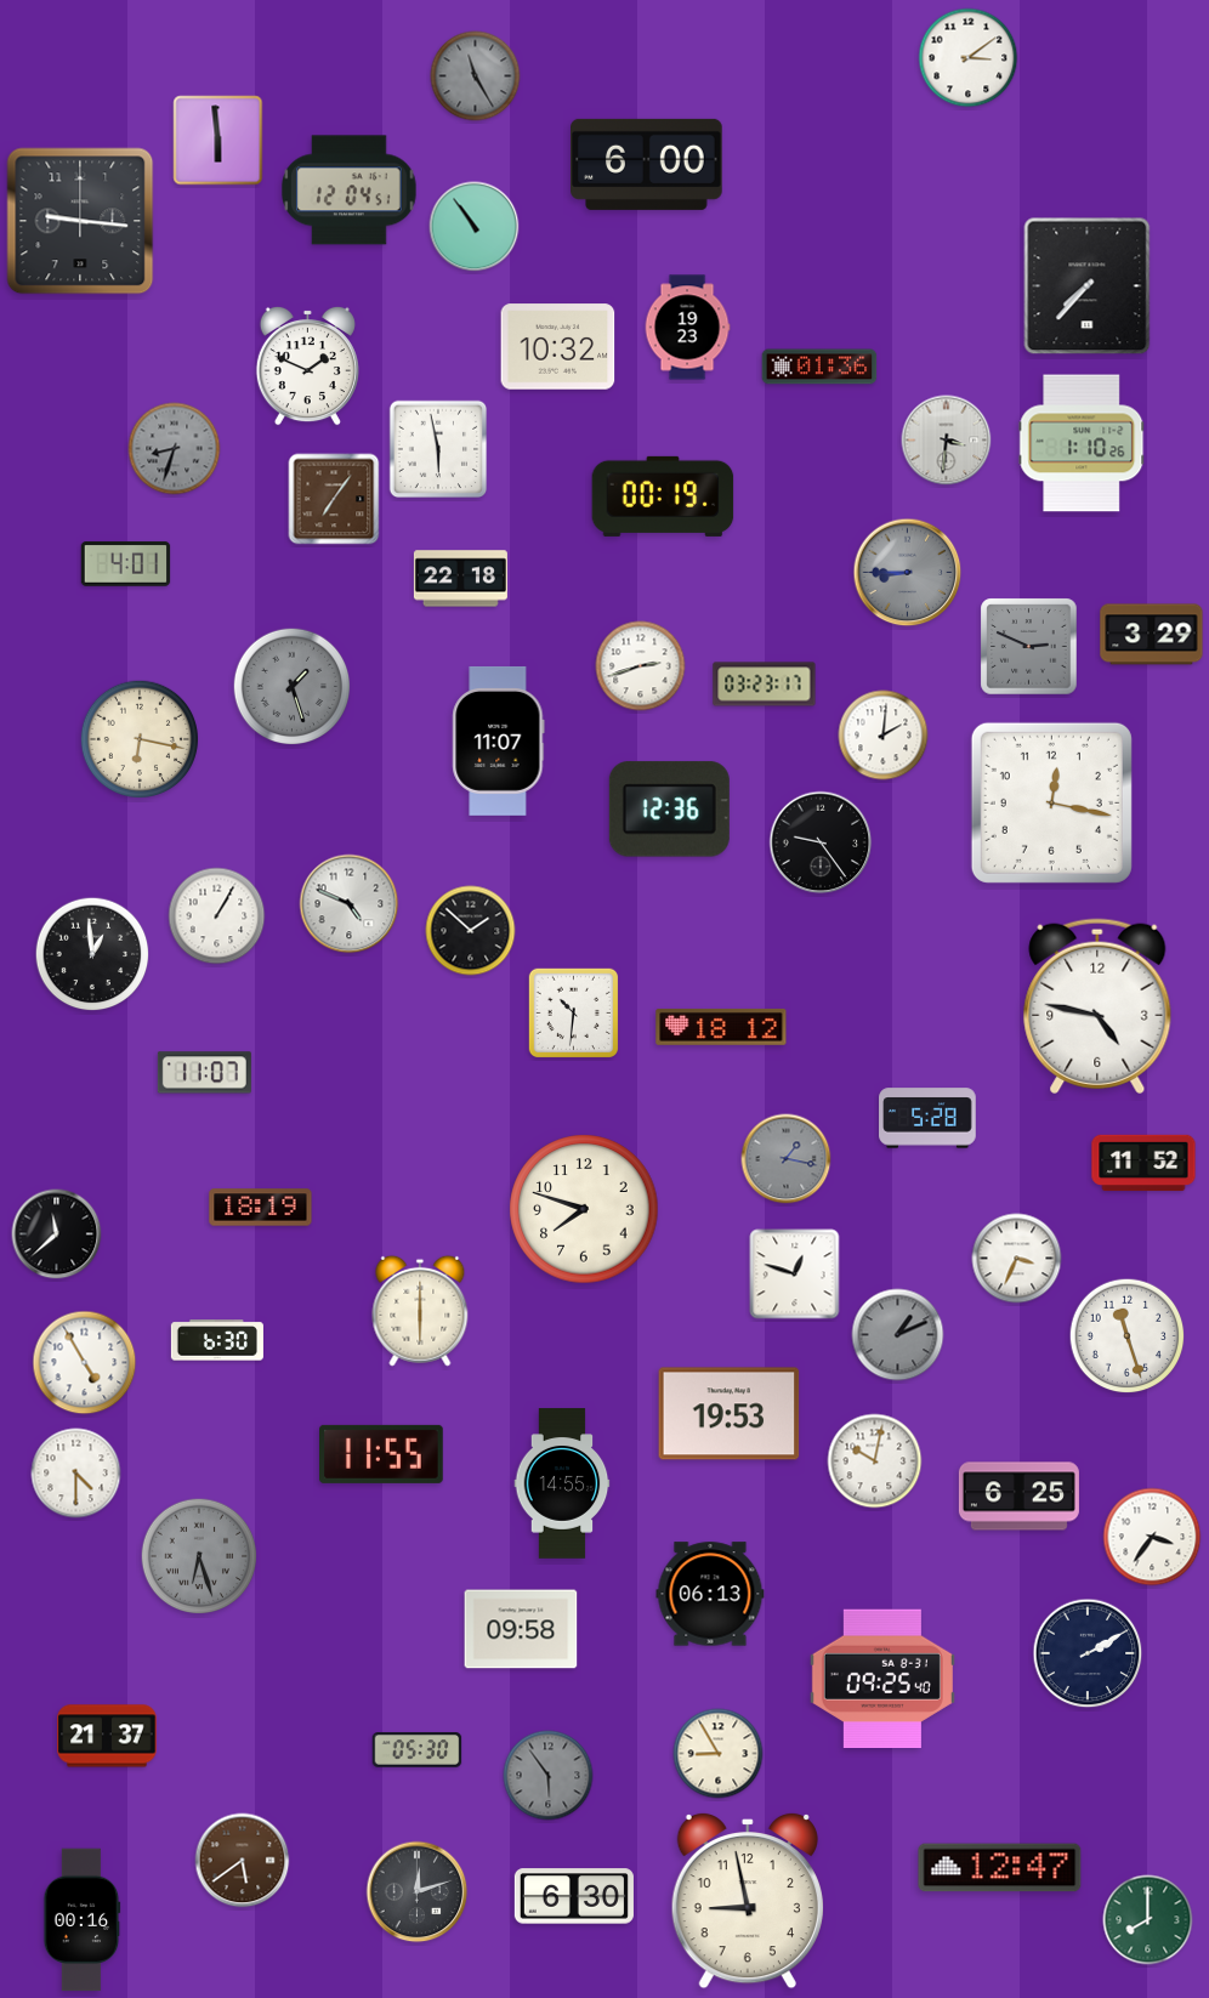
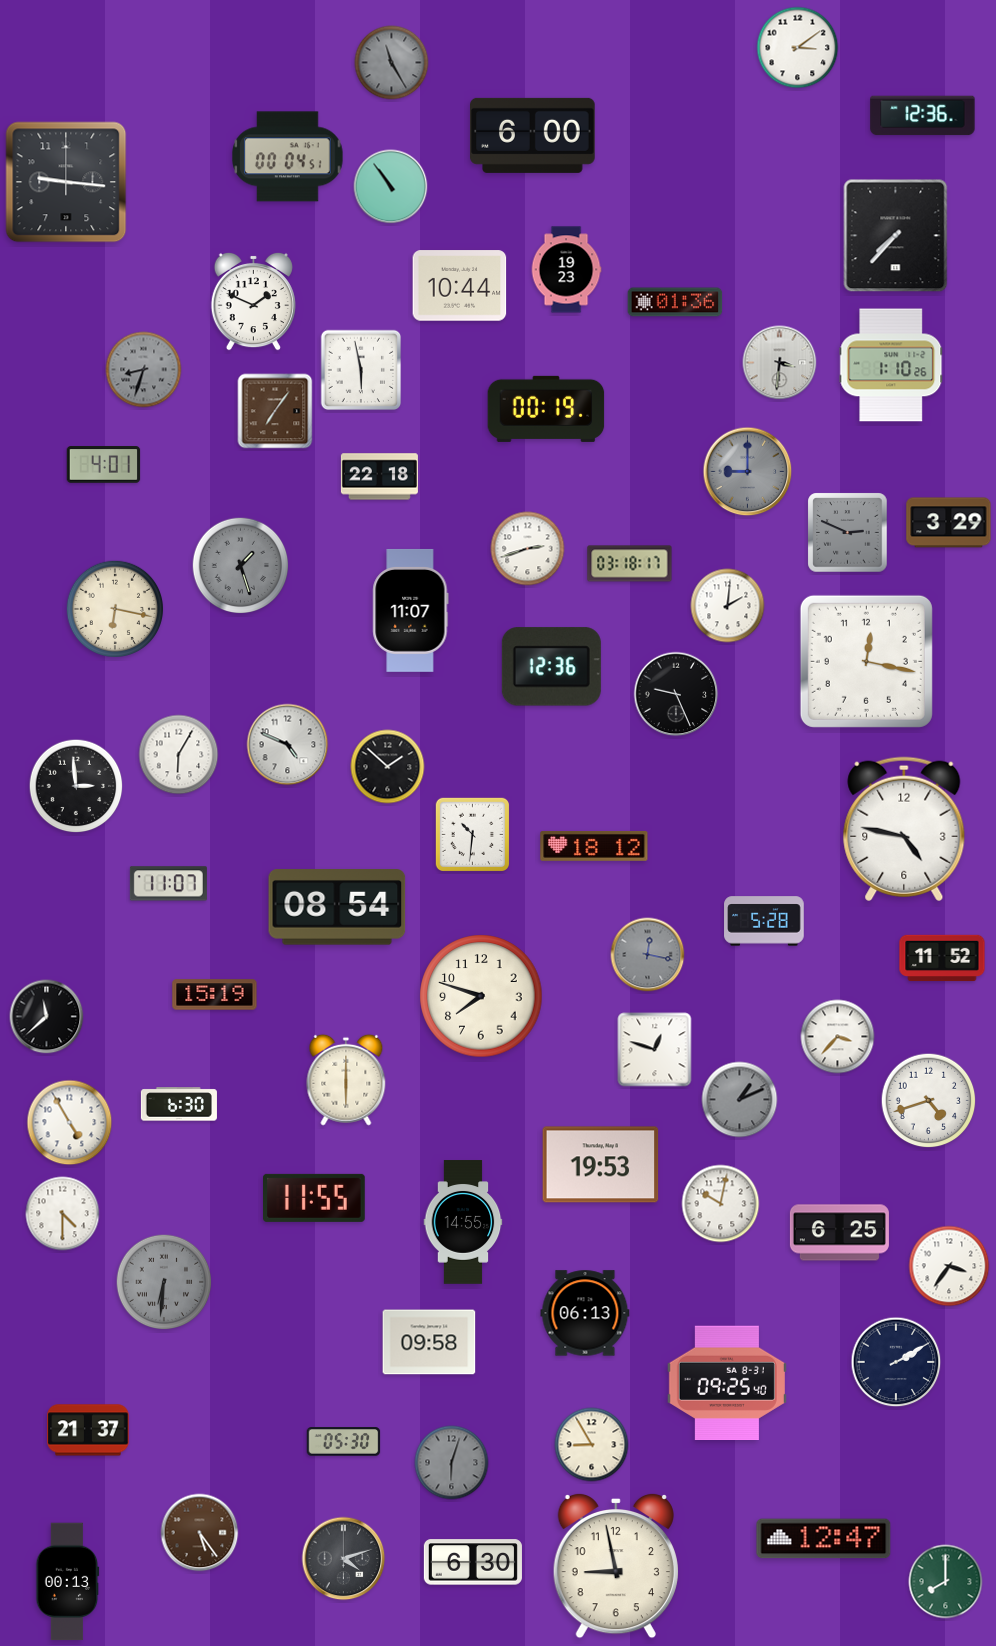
clock at (218, 141): 5:59 -> none
clock at (923, 116): none -> 12:36
clock at (350, 191): 12:04 -> 00:04
clock at (558, 347): 10:32 -> 10:44
clock at (908, 573): 8:45 -> 9:00
clock at (765, 685): 03:23 -> 03:18
clock at (821, 842): 9:24 -> 9:26
clock at (217, 916): 1:05 -> 6:05
clock at (92, 954): 12:59 -> 2:59
clock at (337, 907): none -> 08:54
clock at (787, 1159): 1:17 -> 12:17
clock at (261, 1208): 18:19 -> 15:19
clock at (1017, 1259): 3:34 -> 3:37
clock at (1128, 1336): 11:27 -> 4:42
clock at (199, 1556): 6:27 -> 6:31
clock at (549, 1776): 5:54 -> 6:03
clock at (243, 1861): 5:39 -> 5:24
clock at (418, 1892): 12:12 -> 4:12
clock at (83, 1920): 00:16 -> 00:13
